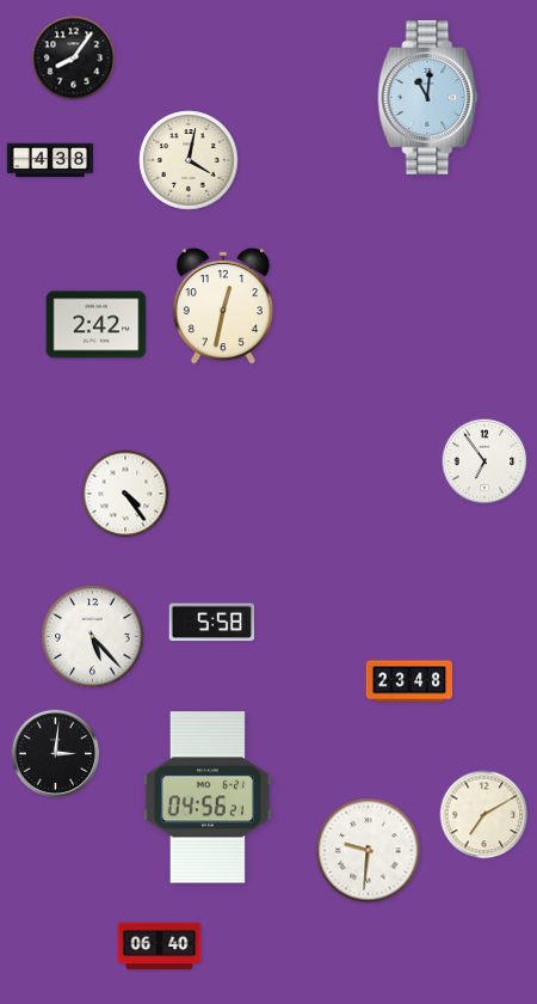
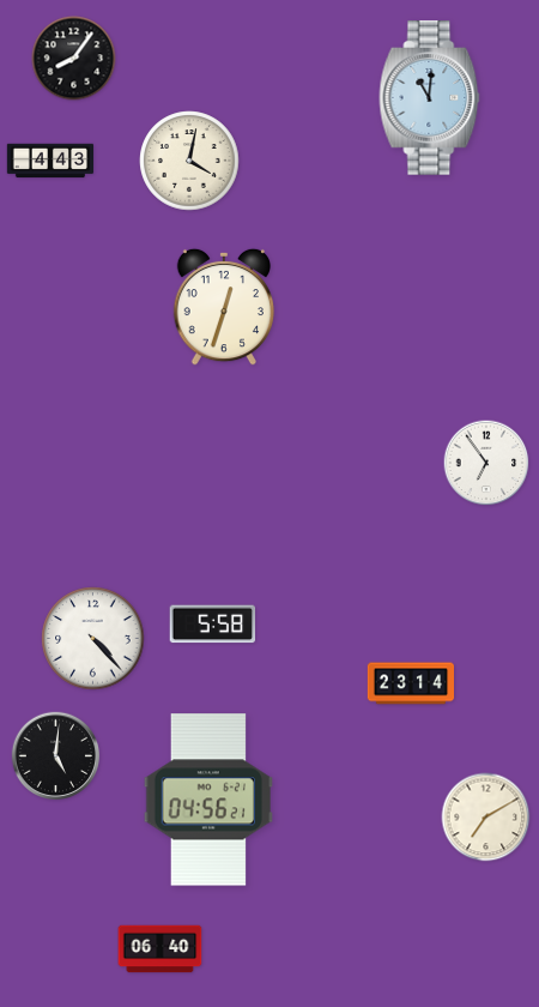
clock at (50, 160): 4:38 -> 4:43
clock at (222, 306): 12:32 -> 12:33
clock at (97, 325): 2:42 -> none
clock at (125, 494): 4:24 -> none
clock at (93, 637): 5:23 -> 4:23
clock at (408, 681): 23:48 -> 23:14
clock at (56, 754): 3:01 -> 5:01
clock at (369, 851): 9:31 -> none
